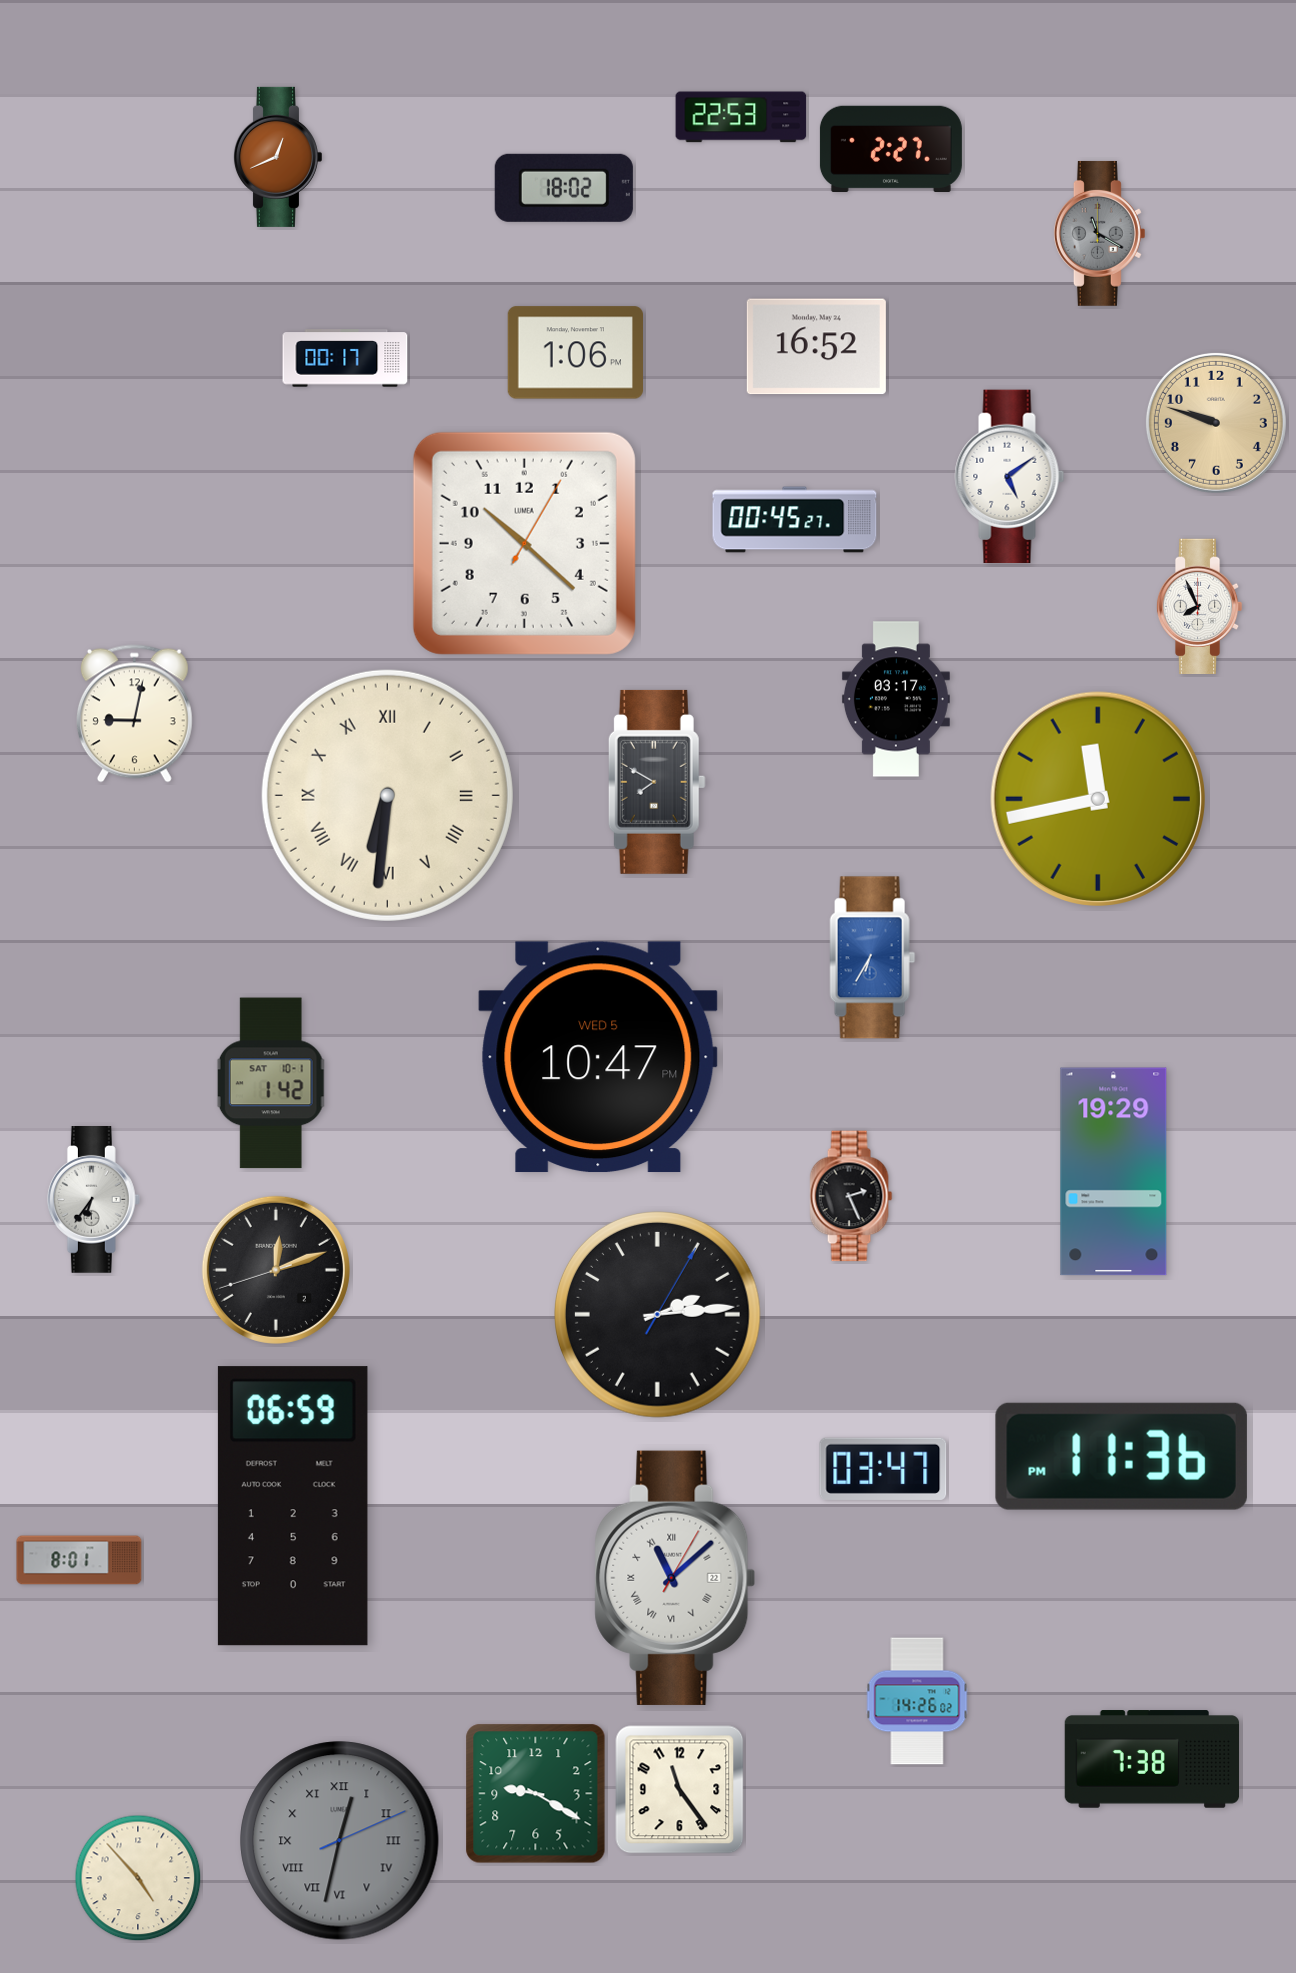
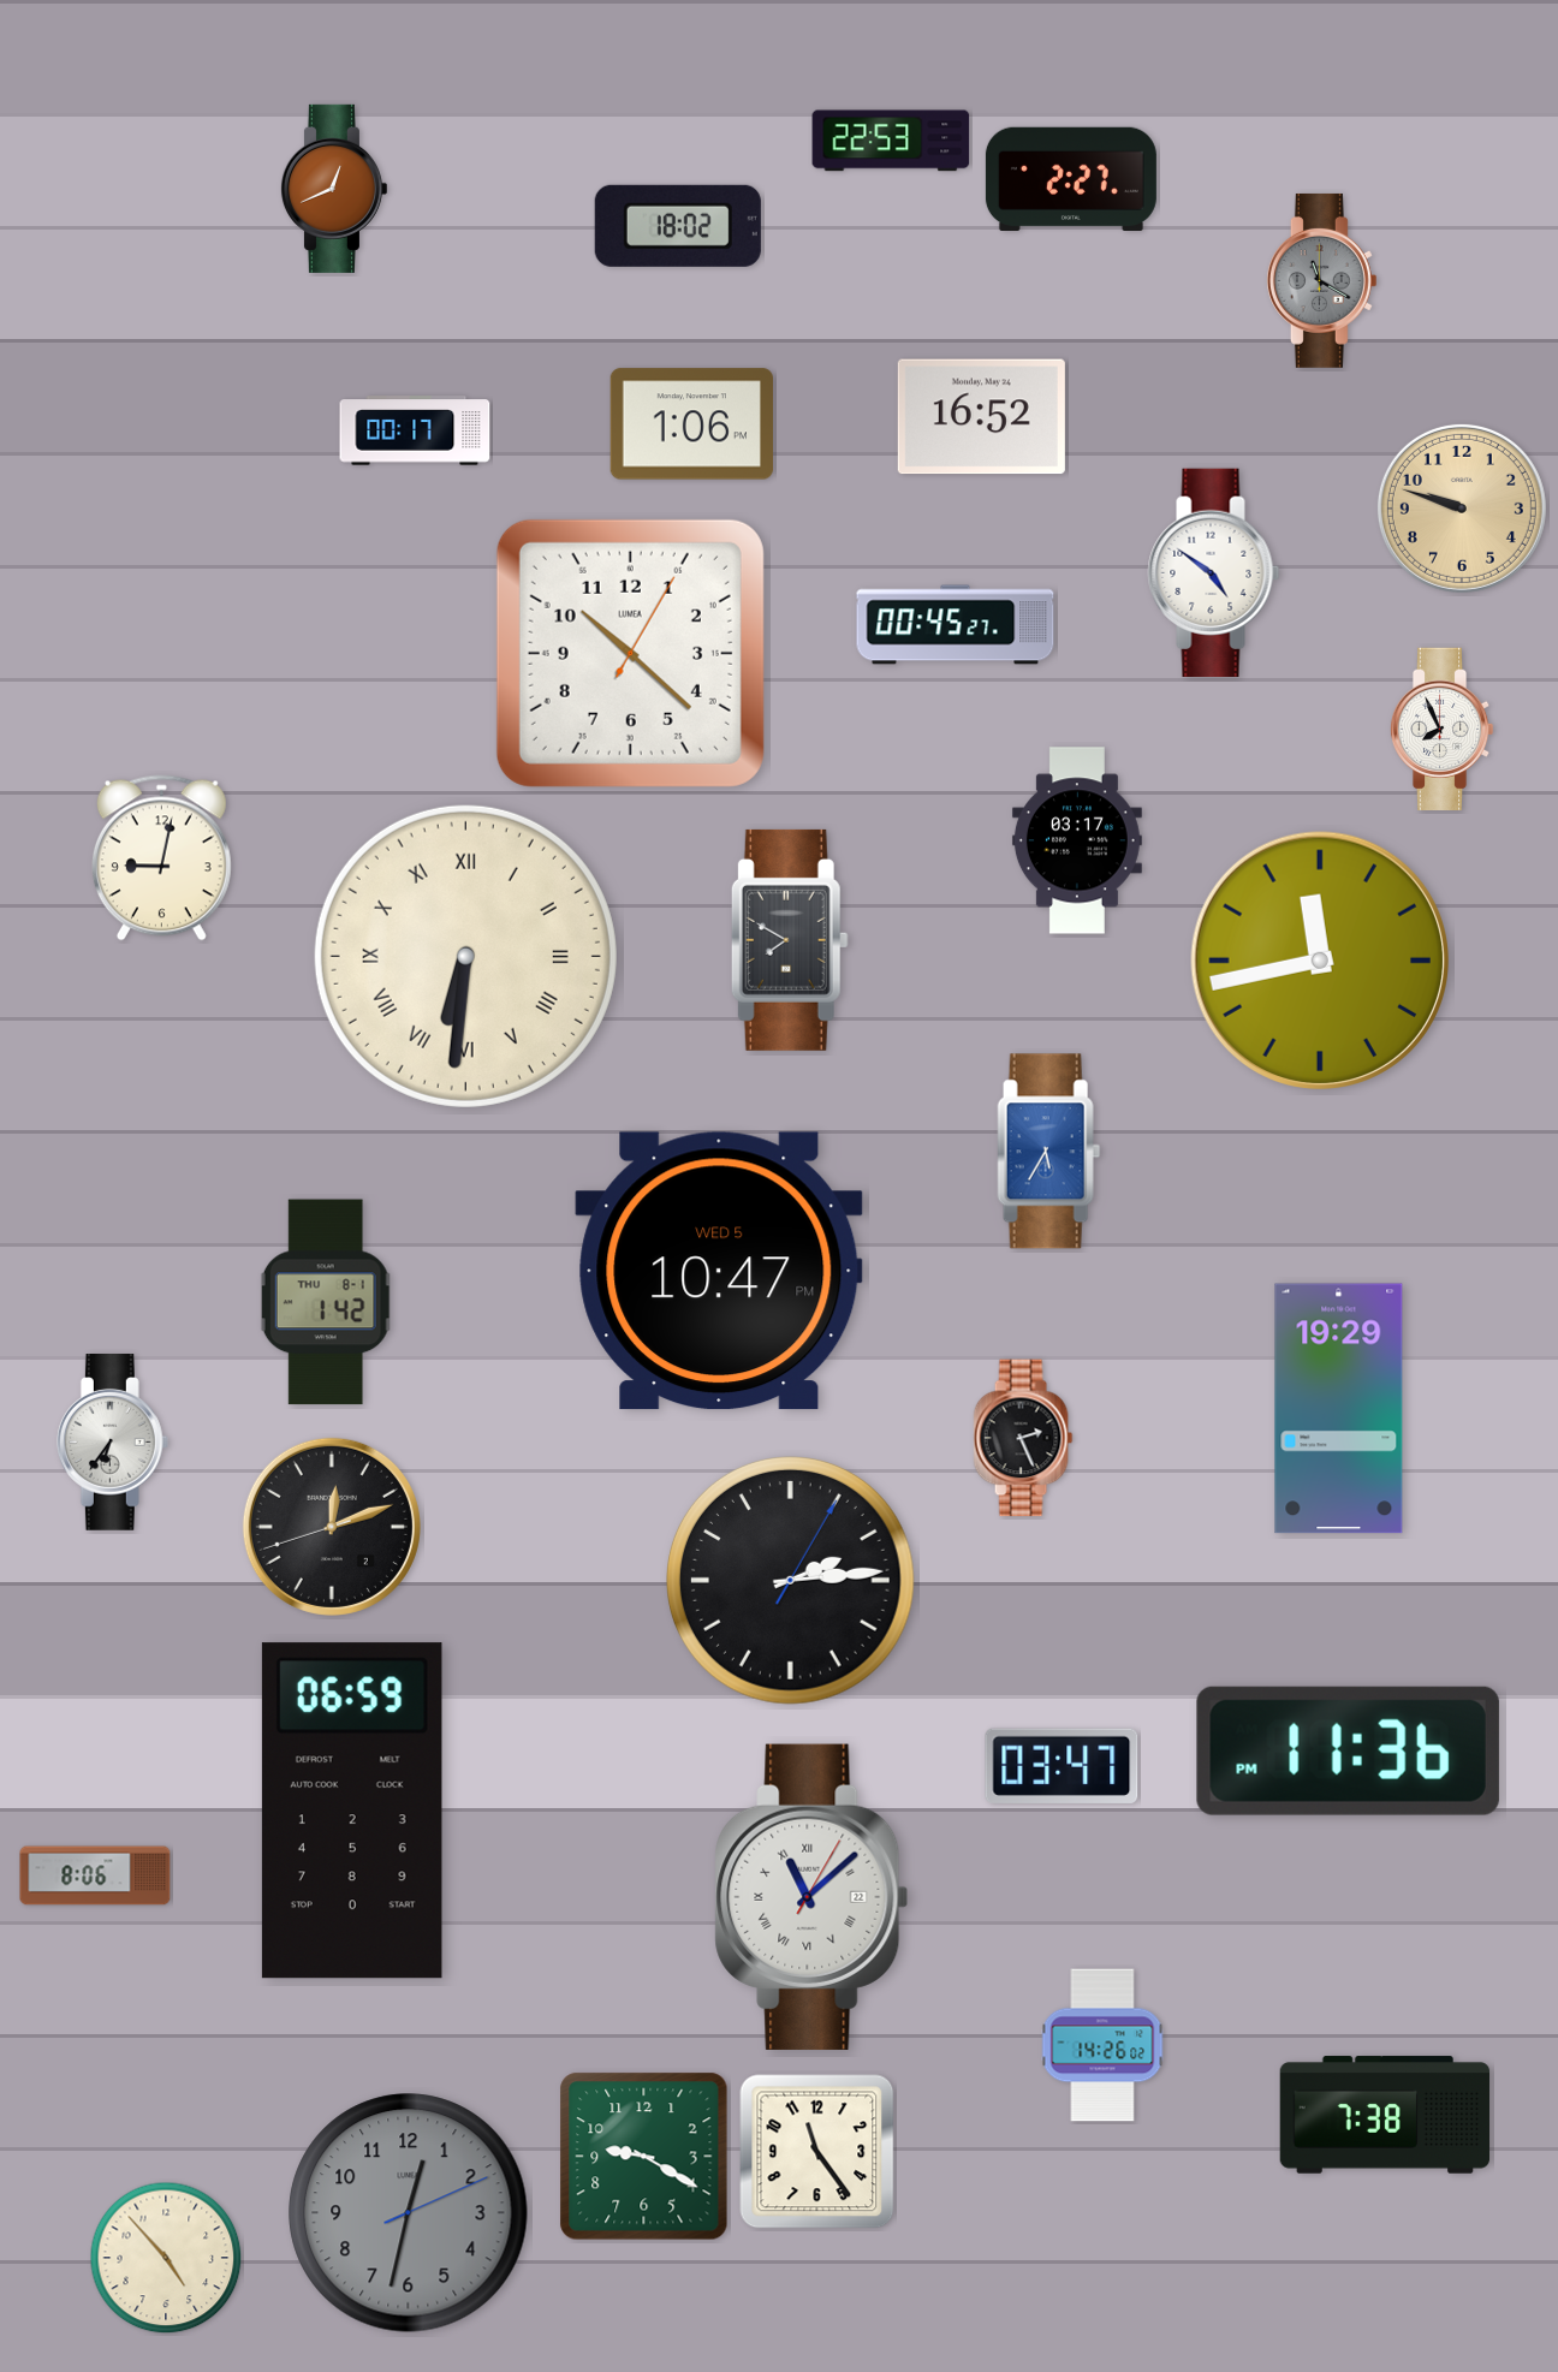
clock at (1010, 477): 5:09 -> 4:51
clock at (873, 958): 6:35 -> 5:35
clock at (271, 1083) date: SAT 10-1 -> THU 8-1
clock at (79, 1560): 8:01 -> 8:06
clock at (340, 1841) numerals: Roman -> Arabic
